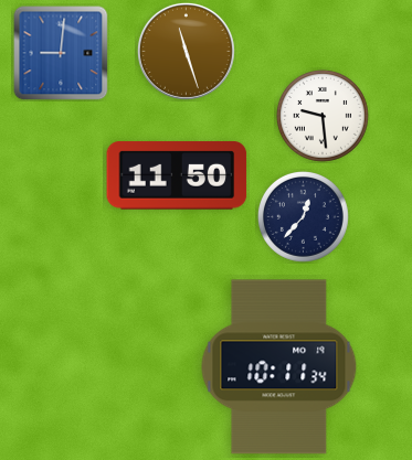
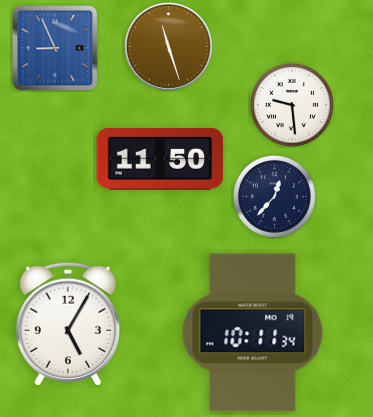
clock at (61, 53): 9:01 -> 8:56
clock at (68, 324): none -> 5:05
